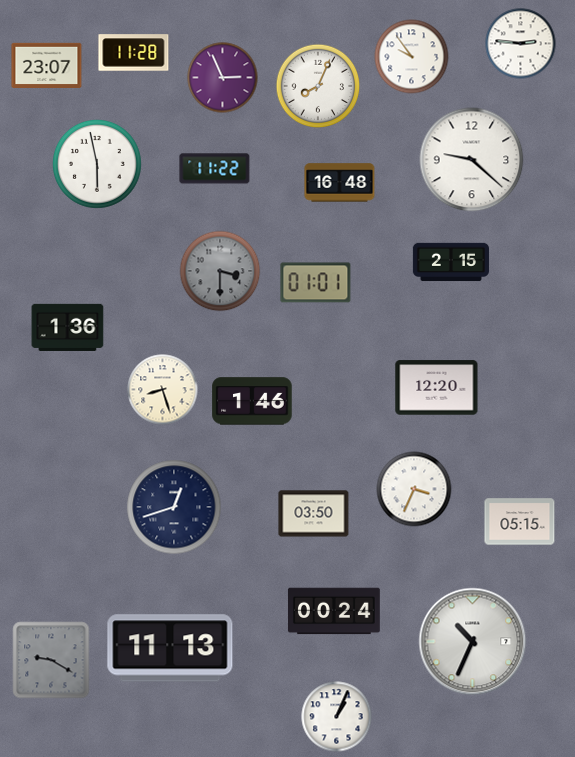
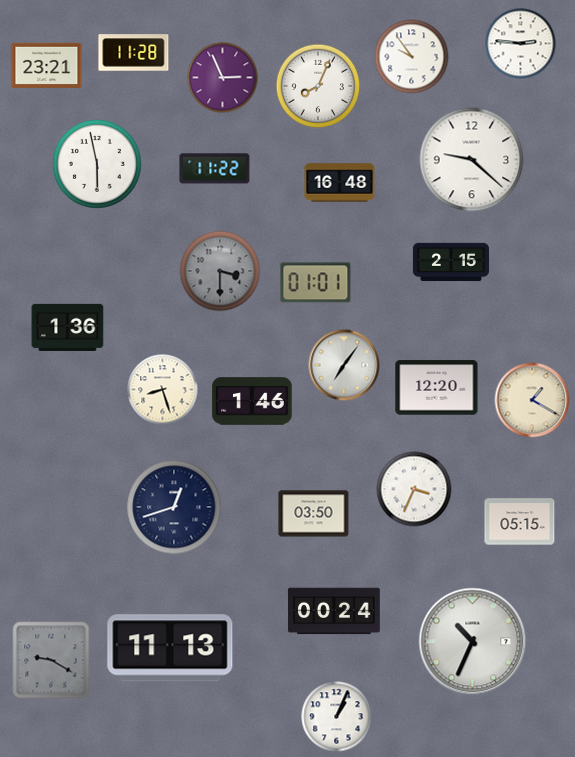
clock at (47, 65): 23:07 -> 23:21
clock at (344, 365): none -> 7:06
clock at (532, 400): none -> 1:20
